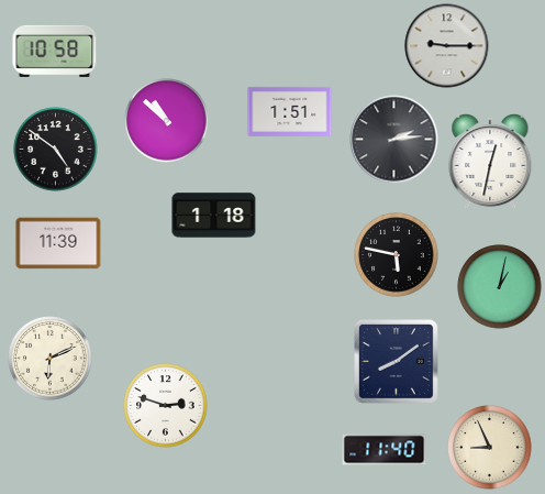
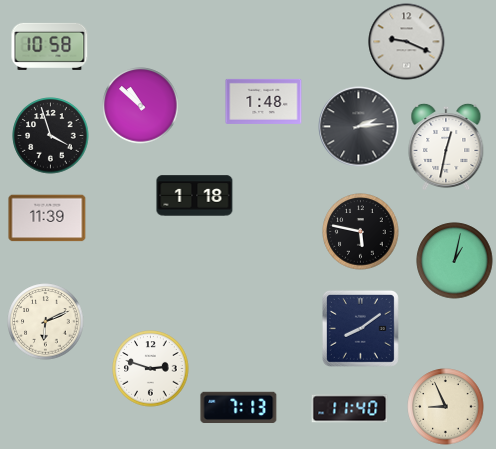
clock at (447, 46): 9:15 -> 9:19
clock at (290, 111): 1:51 -> 1:48
clock at (167, 121) position: (167, 121) -> (141, 106)
clock at (56, 150): 4:51 -> 3:57
clock at (58, 243) position: (58, 243) -> (47, 218)
clock at (51, 359) position: (51, 359) -> (46, 322)
clock at (239, 408): none -> 7:13
